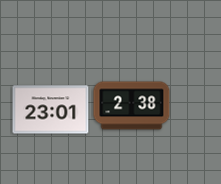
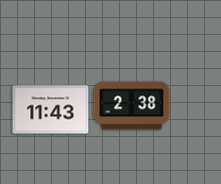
clock at (51, 110): 23:01 -> 11:43
